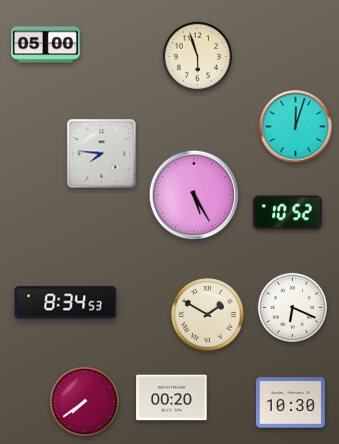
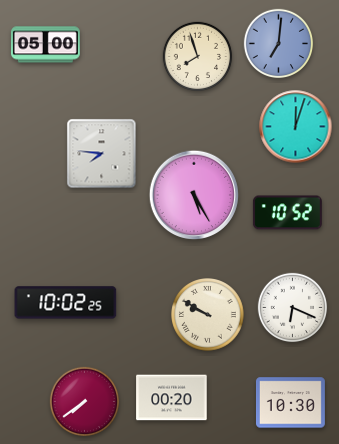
clock at (279, 44): none -> 7:01
clock at (198, 57): 5:57 -> 7:57
clock at (66, 303): 8:34 -> 10:02
clock at (208, 315): 1:50 -> 9:50
